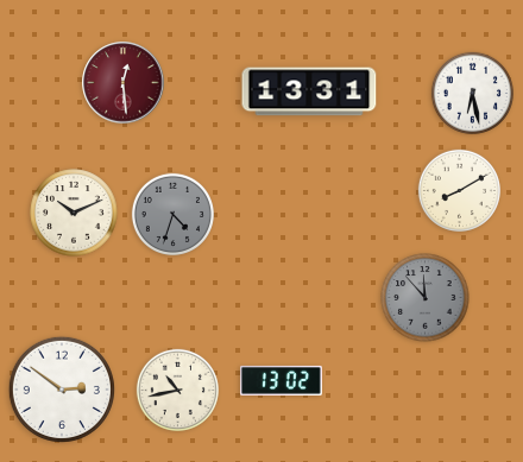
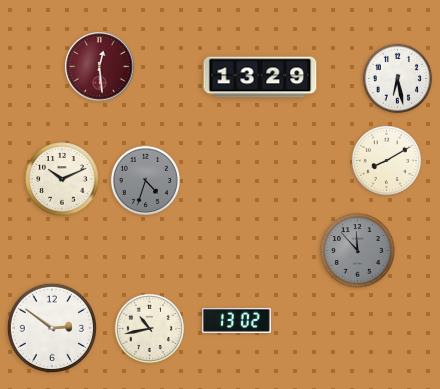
clock at (124, 83) position: (124, 83) -> (100, 67)
clock at (309, 91): 13:31 -> 13:29
